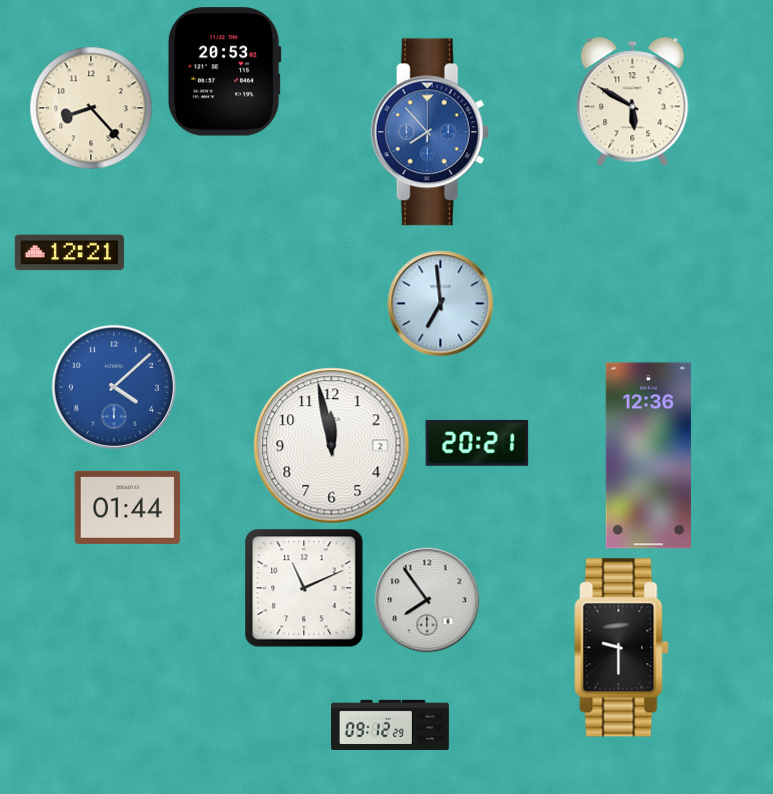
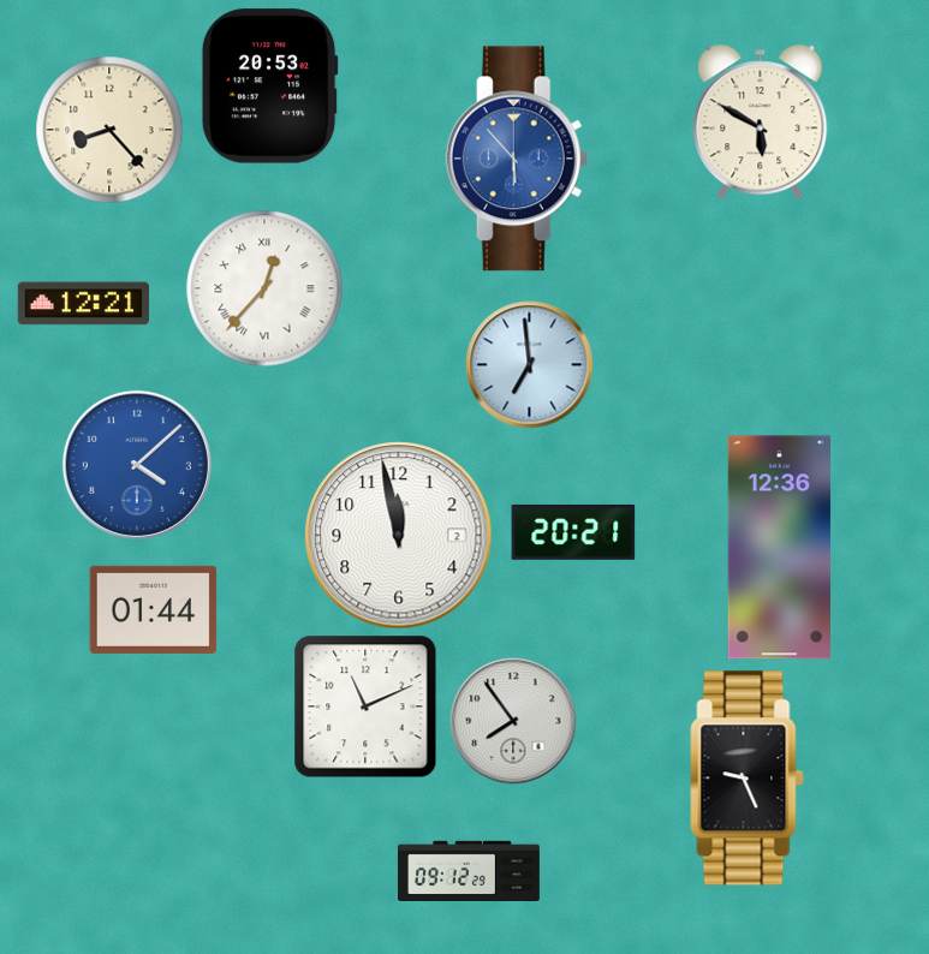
clock at (430, 132): 7:53 -> 5:53
clock at (264, 288): none -> 12:37
clock at (622, 648): 9:30 -> 9:26
